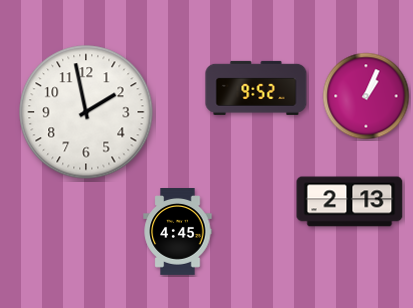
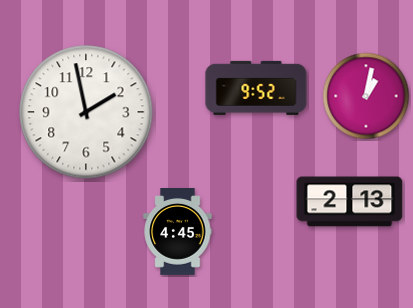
clock at (366, 96): 1:04 -> 1:02
